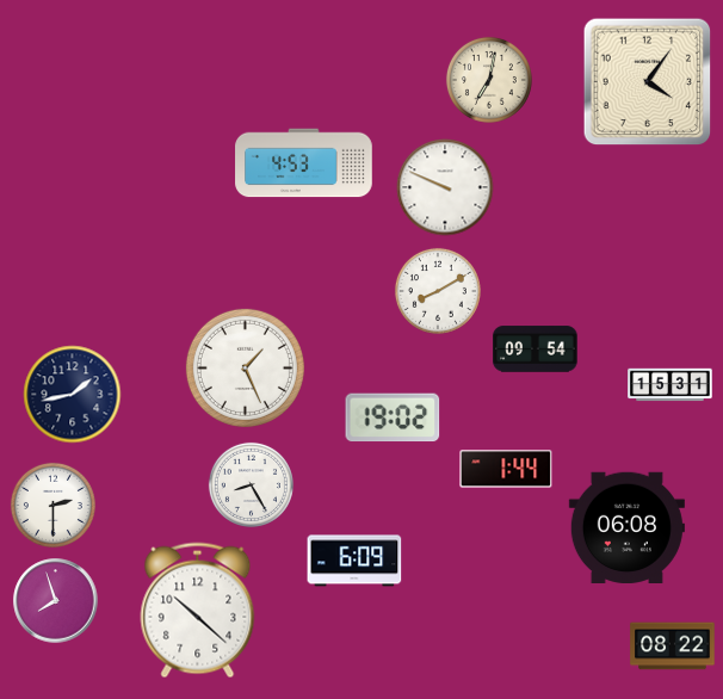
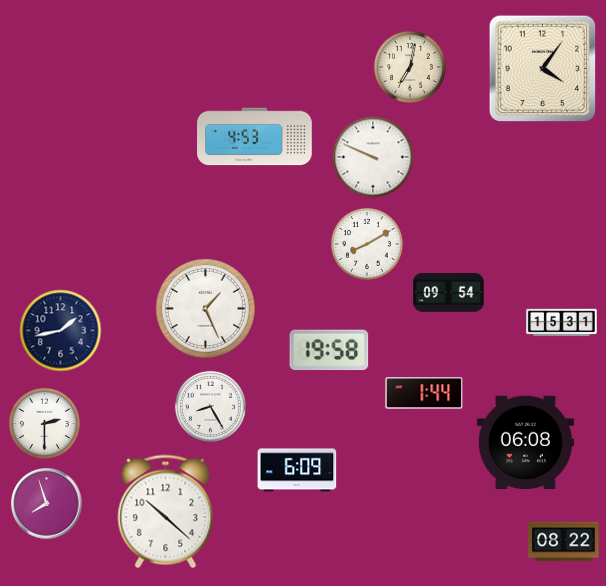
clock at (393, 417): 19:02 -> 19:58
